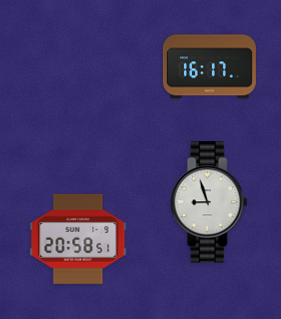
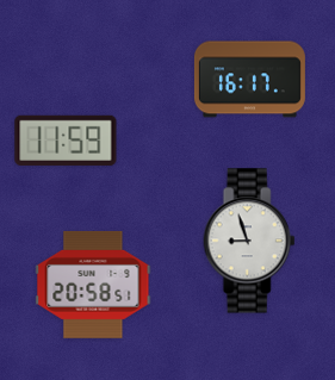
clock at (66, 141): none -> 11:59
